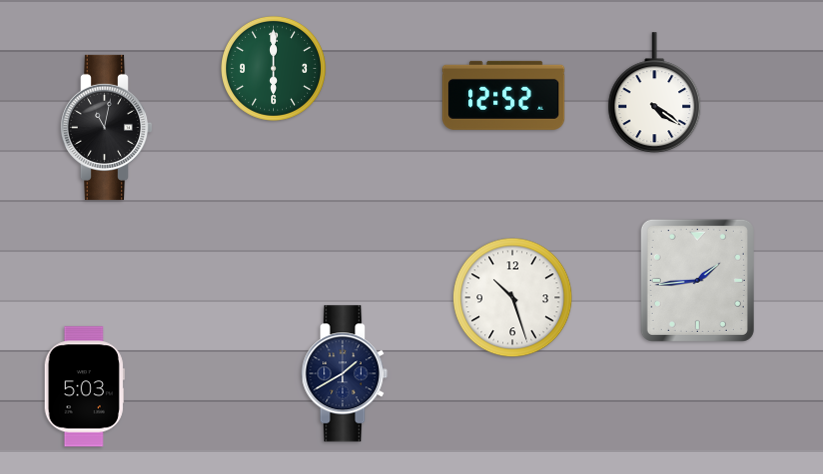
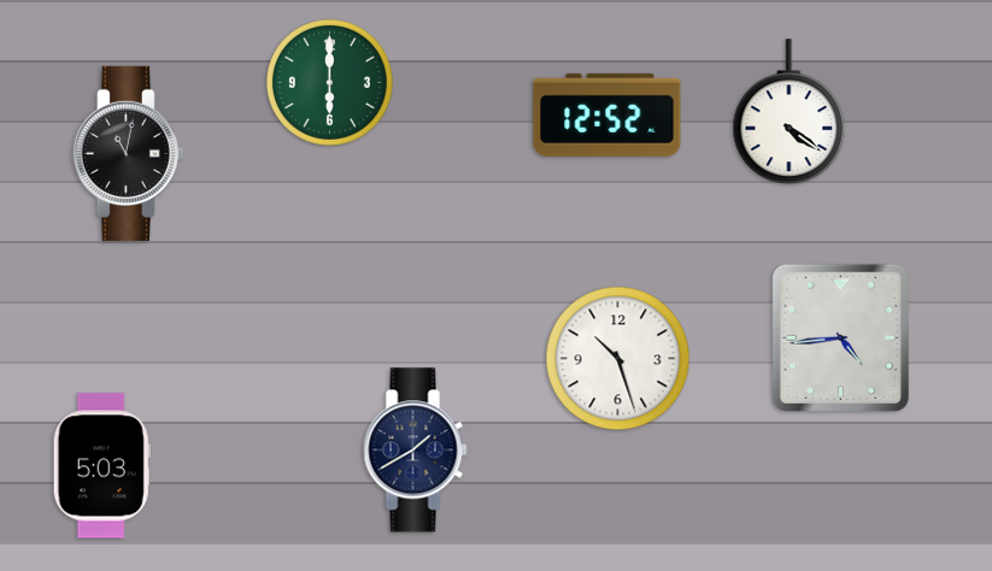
clock at (697, 280): 1:44 -> 4:44
